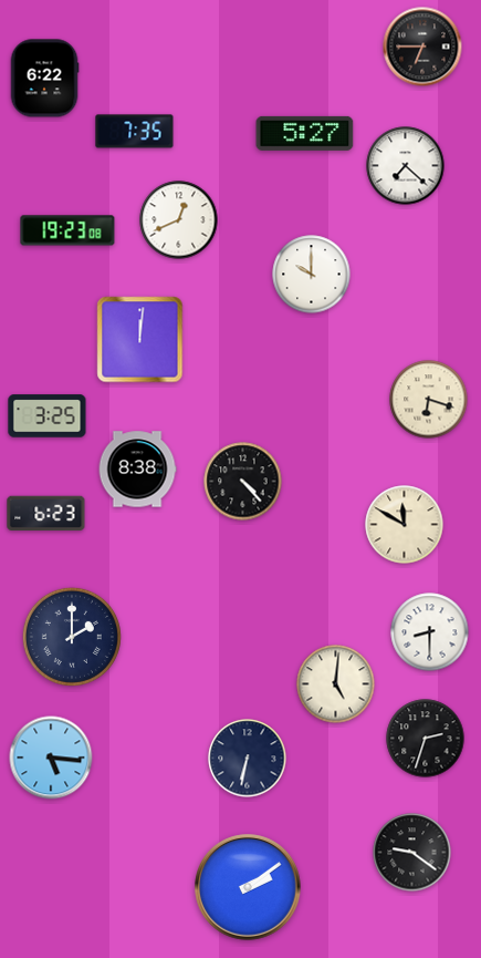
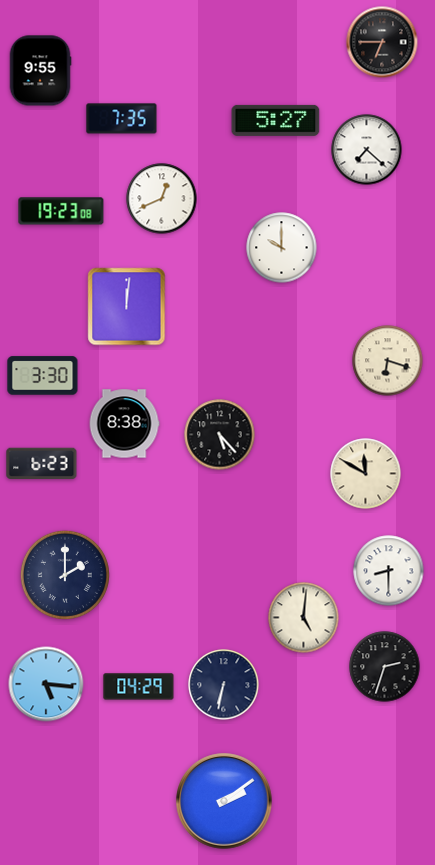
clock at (44, 79): 6:22 -> 9:55
clock at (67, 230) position: (67, 230) -> (61, 211)
clock at (48, 416): 3:25 -> 3:30
clock at (243, 482): 4:23 -> 5:23
clock at (139, 687): none -> 04:29
clock at (412, 853): 9:21 -> none
